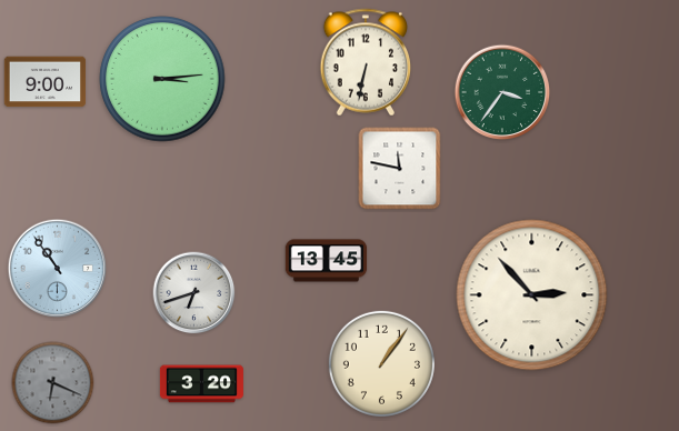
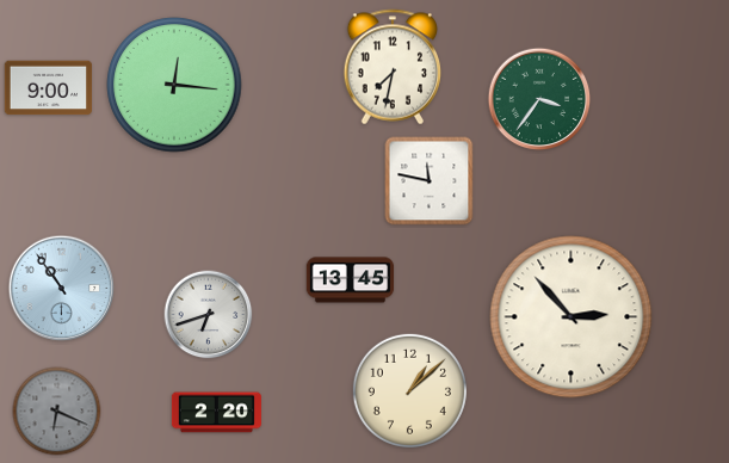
clock at (365, 62): 6:32 -> 7:32
clock at (162, 79): 3:14 -> 12:16
clock at (381, 363): 1:06 -> 1:08
clock at (201, 384): 3:20 -> 2:20
